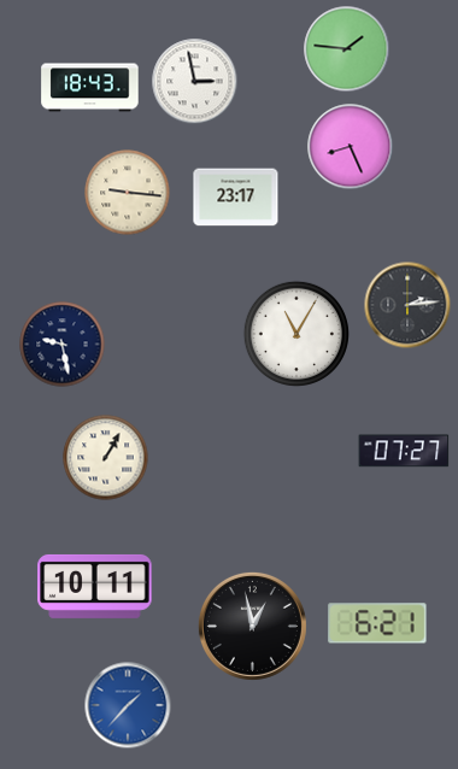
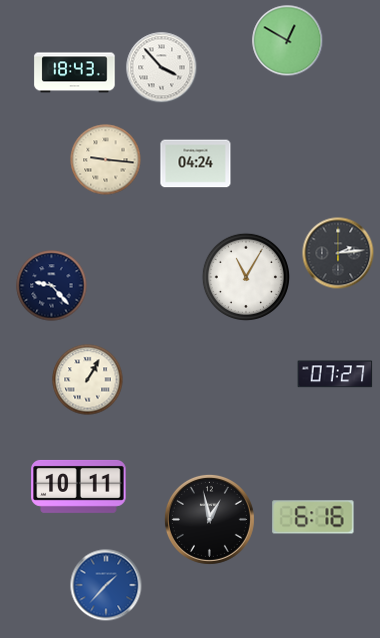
clock at (347, 49): 1:46 -> 12:50
clock at (195, 82): 2:58 -> 3:53
clock at (351, 147): 8:26 -> none
clock at (236, 198): 23:17 -> 04:24
clock at (63, 345): 9:28 -> 9:23
clock at (377, 623): 6:21 -> 6:16
